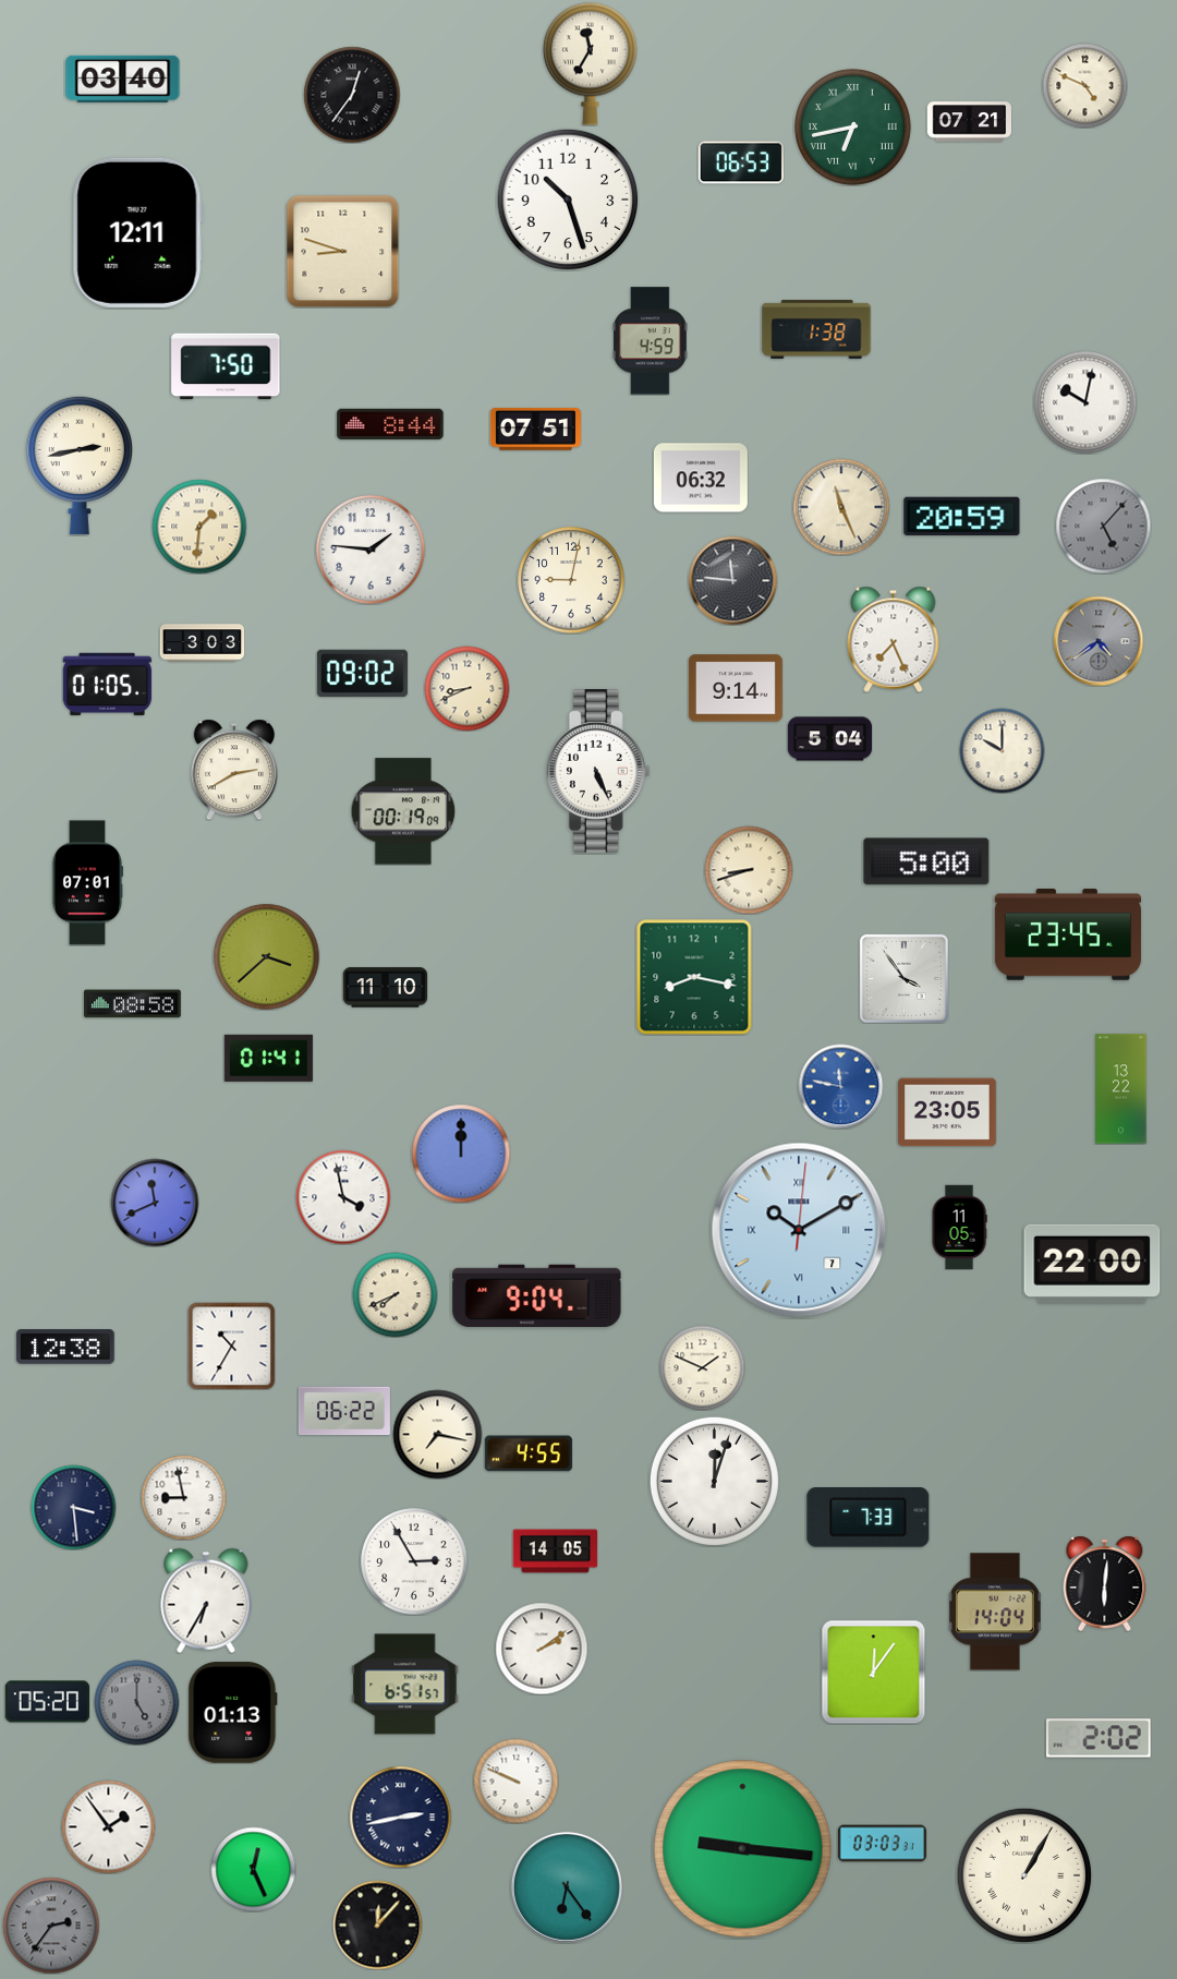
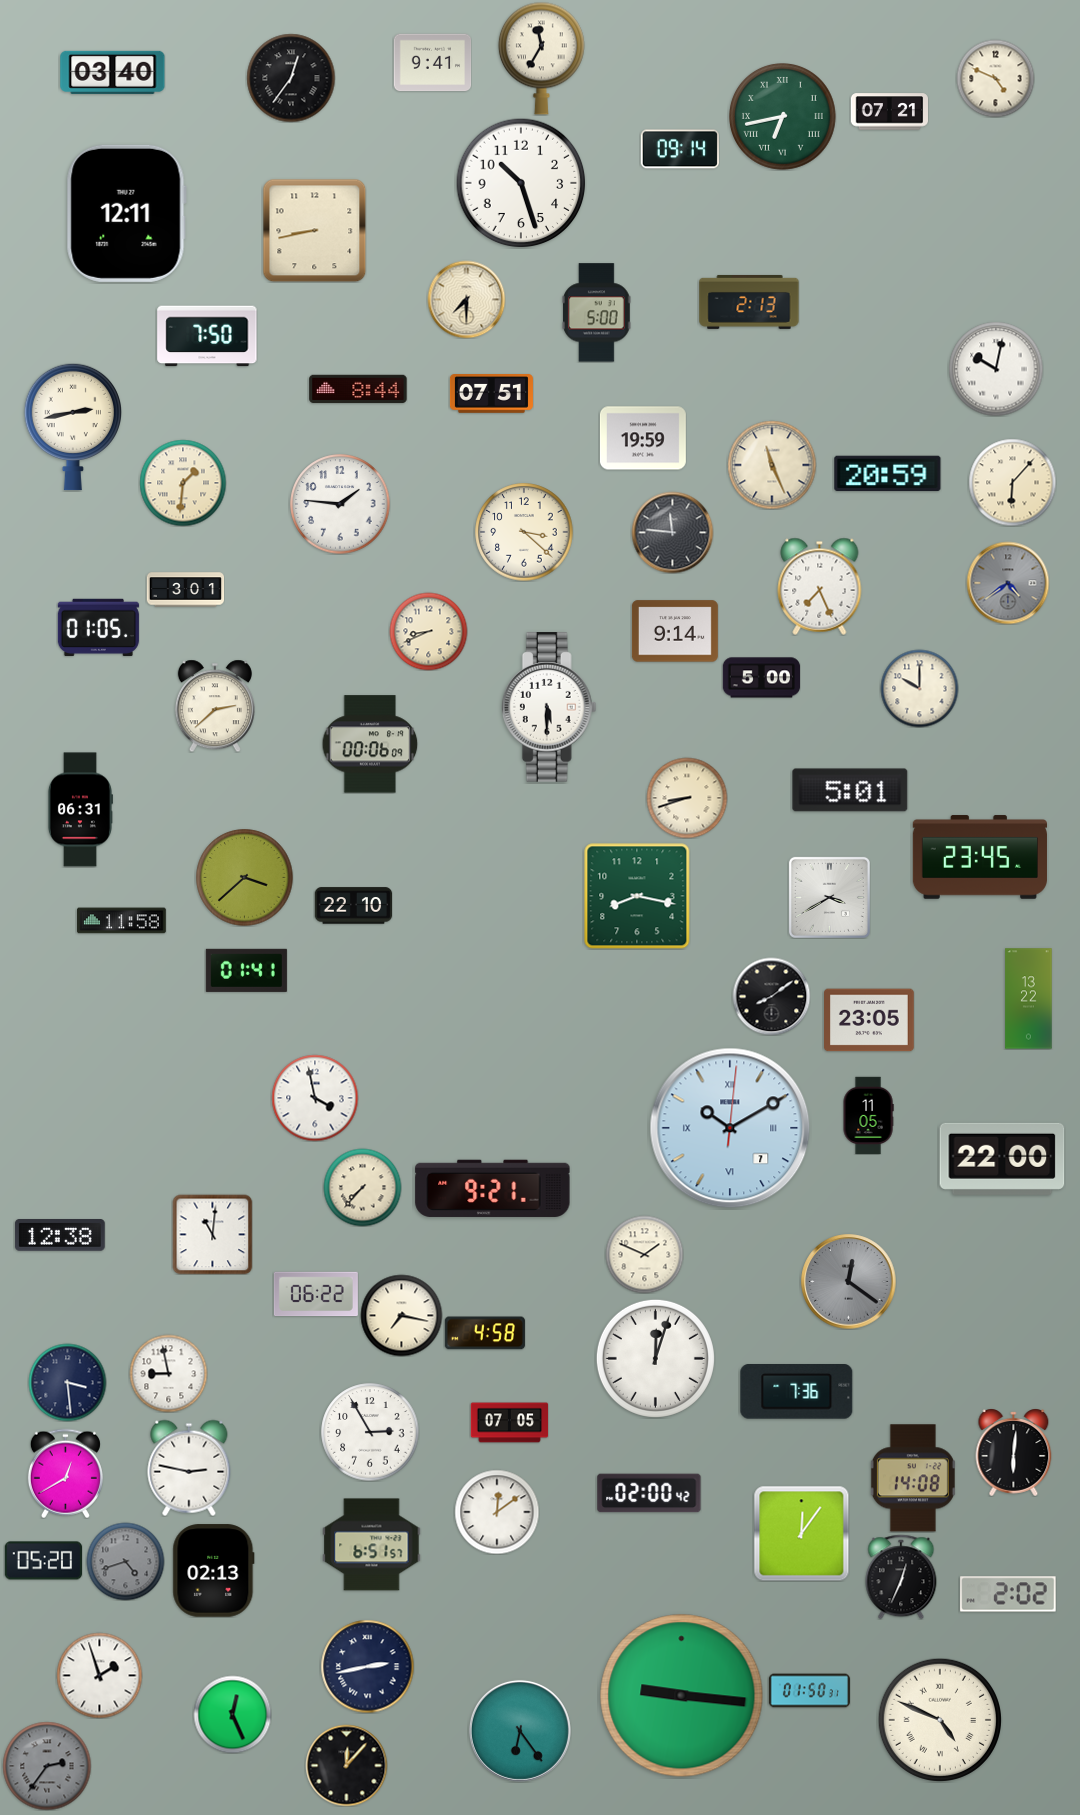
clock at (432, 63): none -> 9:41
clock at (352, 95) position: (352, 95) -> (291, 78)
clock at (741, 162): 06:53 -> 09:14
clock at (342, 251): 8:48 -> 8:43
clock at (466, 299): none -> 7:30
clock at (816, 329): 1:38 -> 2:13
clock at (651, 341): 4:59 -> 5:00
clock at (701, 478): 06:32 -> 19:59
clock at (962, 517) position: (962, 517) -> (888, 474)
clock at (1103, 526): 5:07 -> 6:07
clock at (1103, 526) dial: grey -> cream
clock at (571, 580): 9:02 -> 3:22
clock at (1099, 641) position: (1099, 641) -> (1008, 583)
clock at (202, 643): 3:03 -> 3:01
clock at (362, 673): 09:02 -> none
clock at (829, 739): 5:04 -> 5:00
clock at (234, 770): 2:40 -> 2:38
clock at (598, 771): 5:26 -> 5:30
clock at (403, 811): 00:19 -> 00:06
clock at (926, 861): 5:00 -> 5:01
clock at (87, 883): 07:01 -> 06:31
clock at (903, 978): 3:54 -> 3:40
clock at (385, 988): 11:10 -> 22:10
clock at (133, 1004): 08:58 -> 11:58
clock at (840, 1086): 11:47 -> 8:09
clock at (840, 1086) dial: blue -> black
clock at (461, 1154): 12:00 -> none
clock at (155, 1203): 11:41 -> none
clock at (959, 1227) position: (959, 1227) -> (868, 1115)
clock at (799, 1230) position: (799, 1230) -> (730, 1128)
clock at (395, 1294): 7:41 -> 7:37
clock at (537, 1295): 9:04 -> 9:21
clock at (231, 1346): 10:35 -> 11:01
clock at (849, 1282): none -> 12:21
clock at (529, 1453): 4:55 -> 4:58
clock at (869, 1518): 7:33 -> 7:36
clock at (555, 1552): 14:05 -> 07:05
clock at (414, 1561) position: (414, 1561) -> (370, 1432)
clock at (206, 1601): 6:35 -> 2:47
clock at (65, 1473): none -> 12:40
clock at (995, 1612): 14:04 -> 14:08
clock at (649, 1493): none -> 02:00
clock at (542, 1649): 2:09 -> 12:09
clock at (136, 1702): 5:00 -> 4:42
clock at (233, 1713): 01:13 -> 02:13
clock at (901, 1577): none -> 12:34
clock at (515, 1781): 9:49 -> none
clock at (108, 1826): 1:54 -> 1:57
clock at (882, 1844): 03:03 -> 01:50
clock at (1024, 1875): 1:05 -> 4:49
